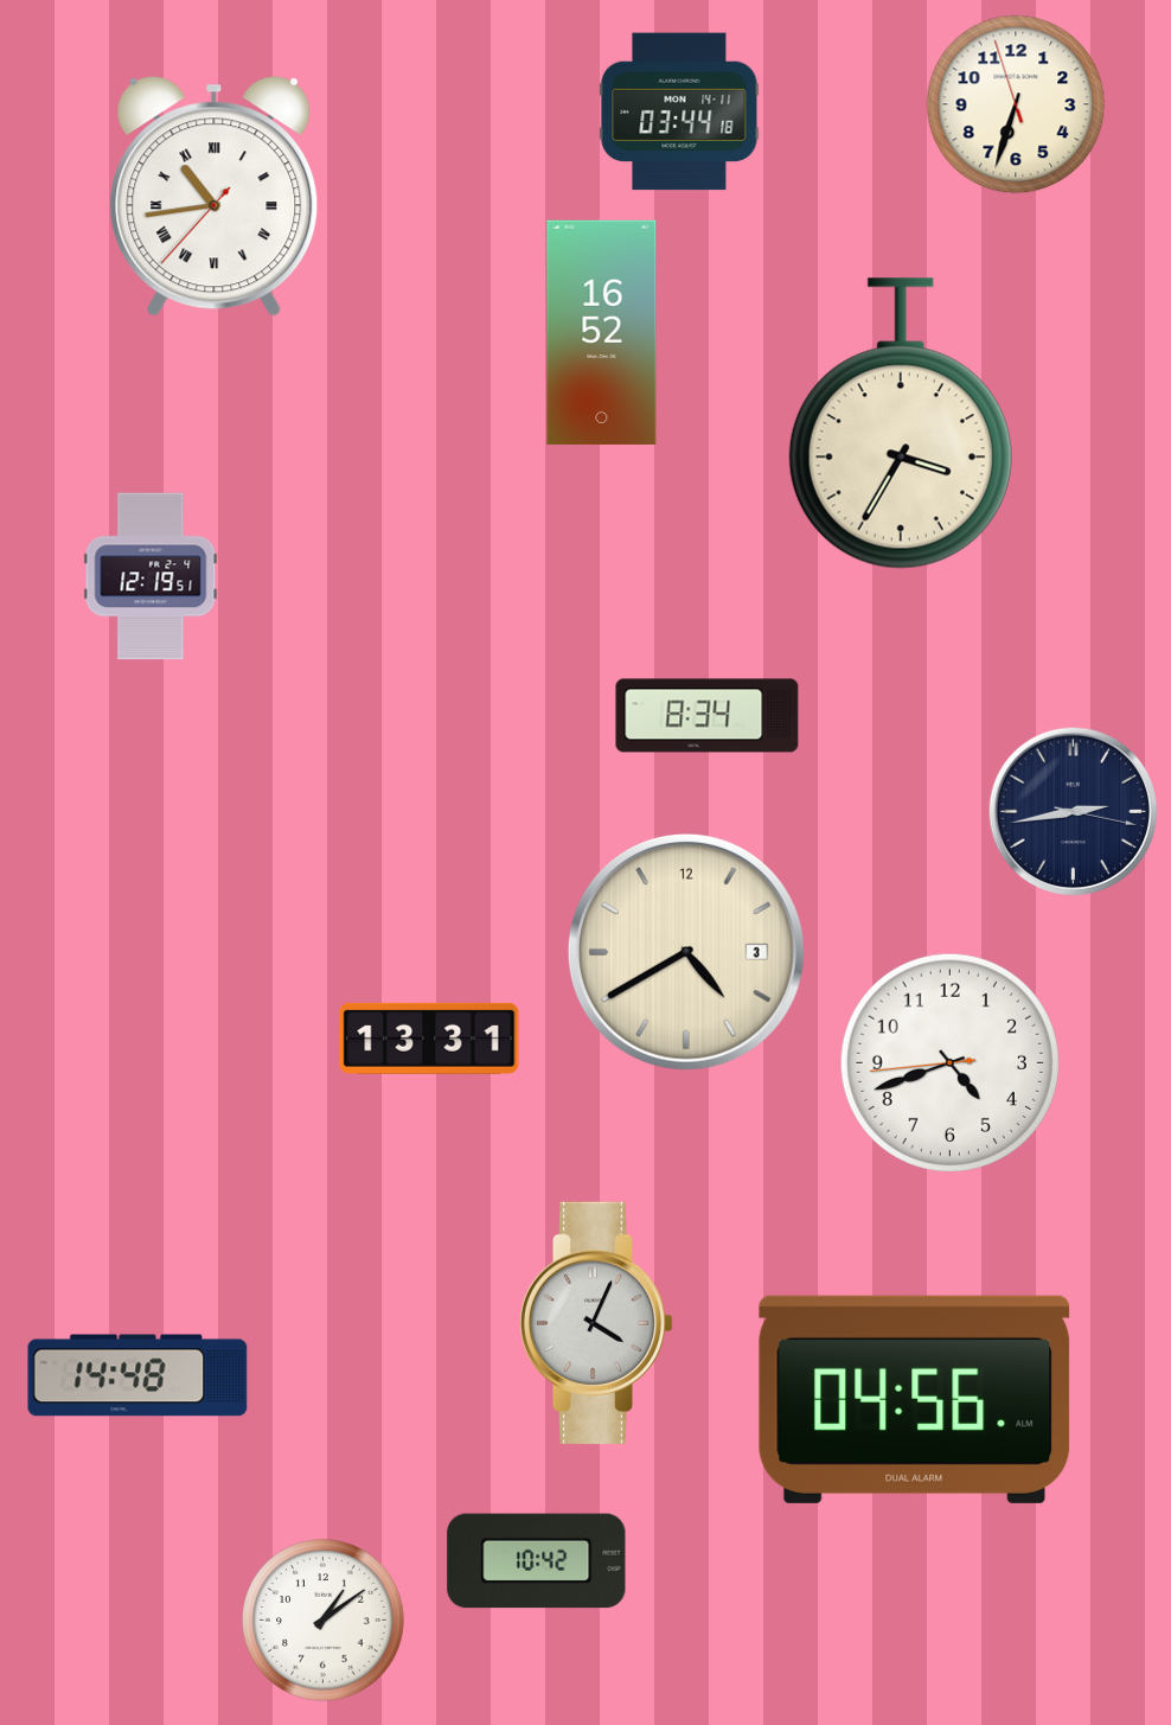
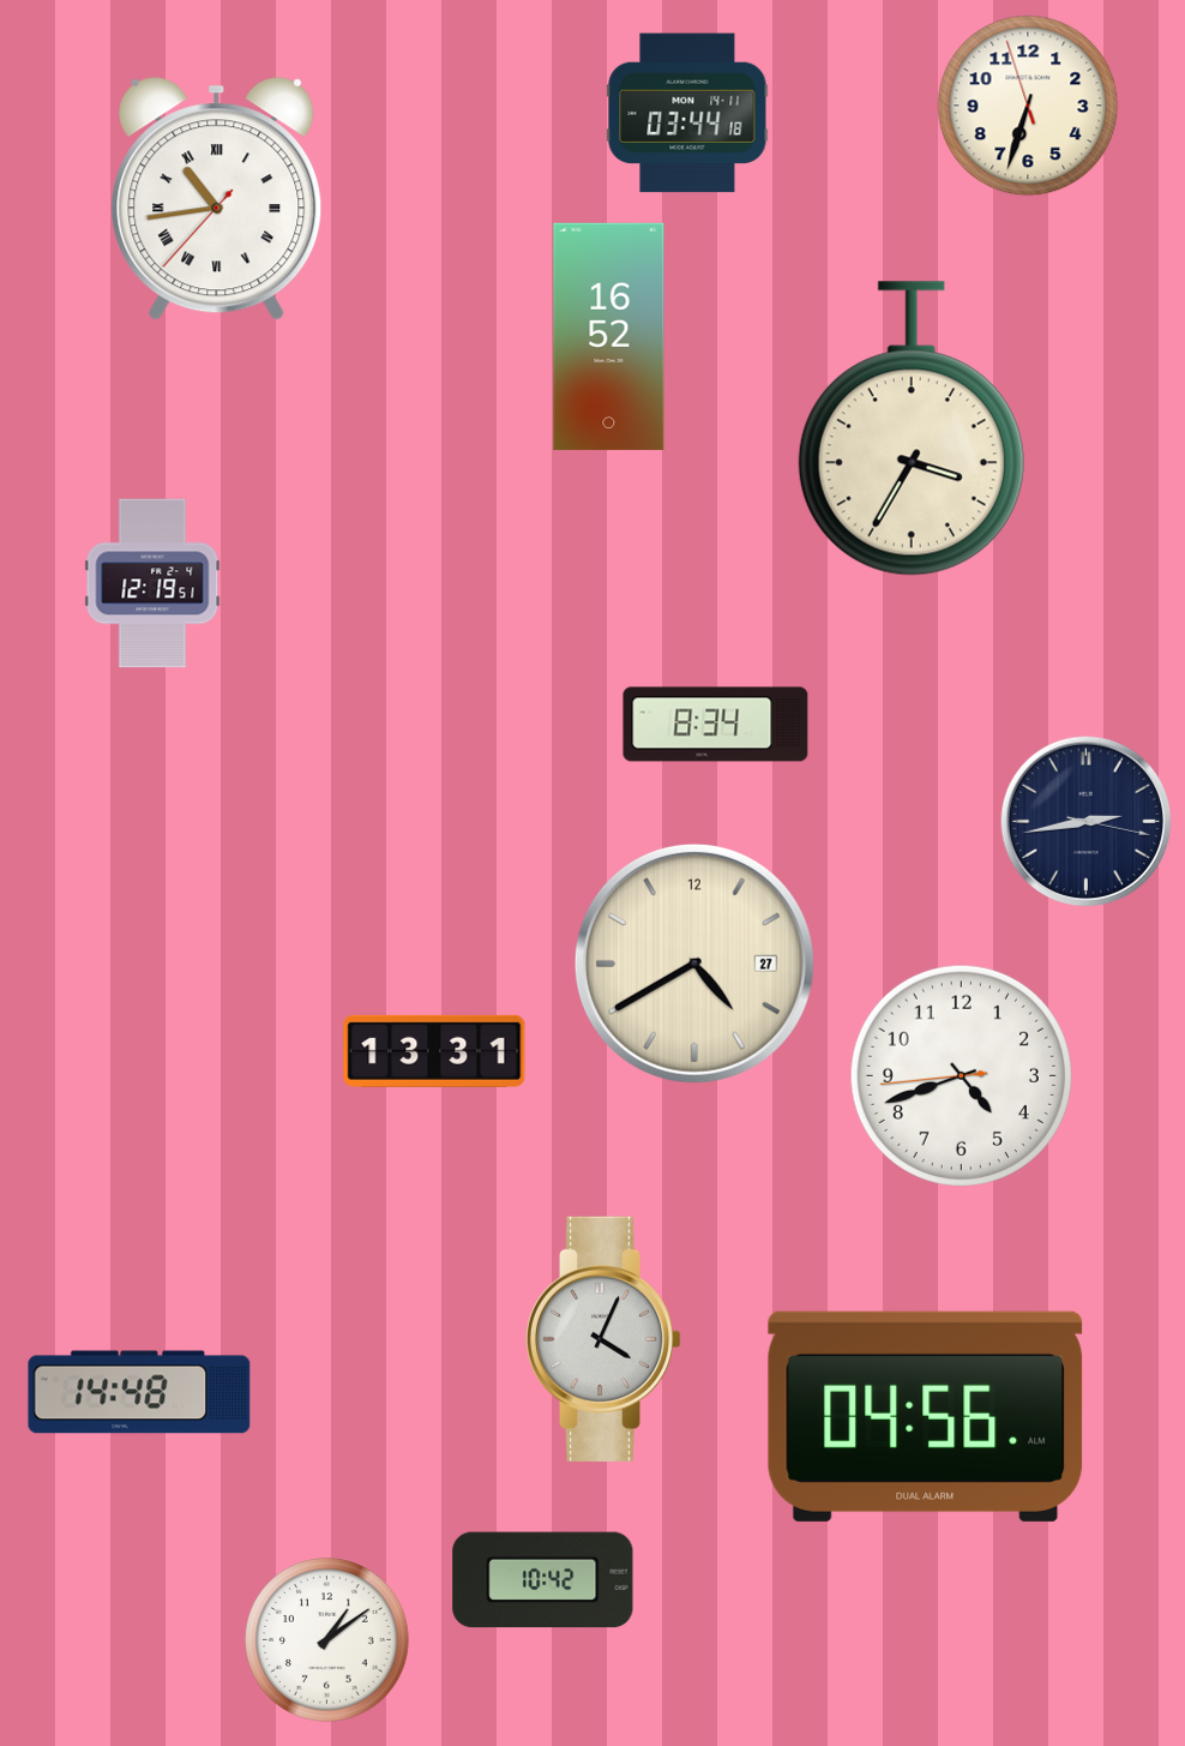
clock at (686, 952) date: 3 -> 27
